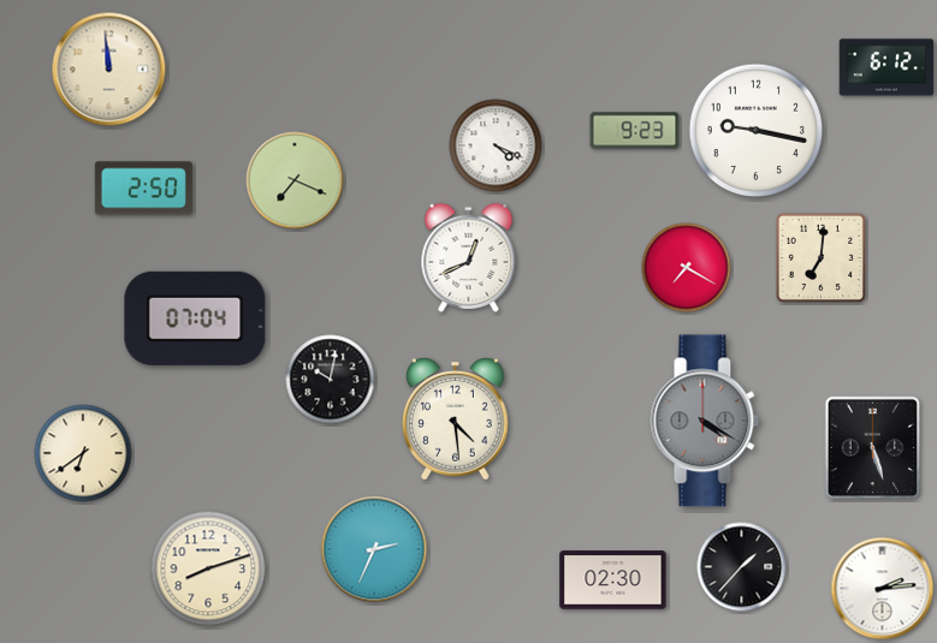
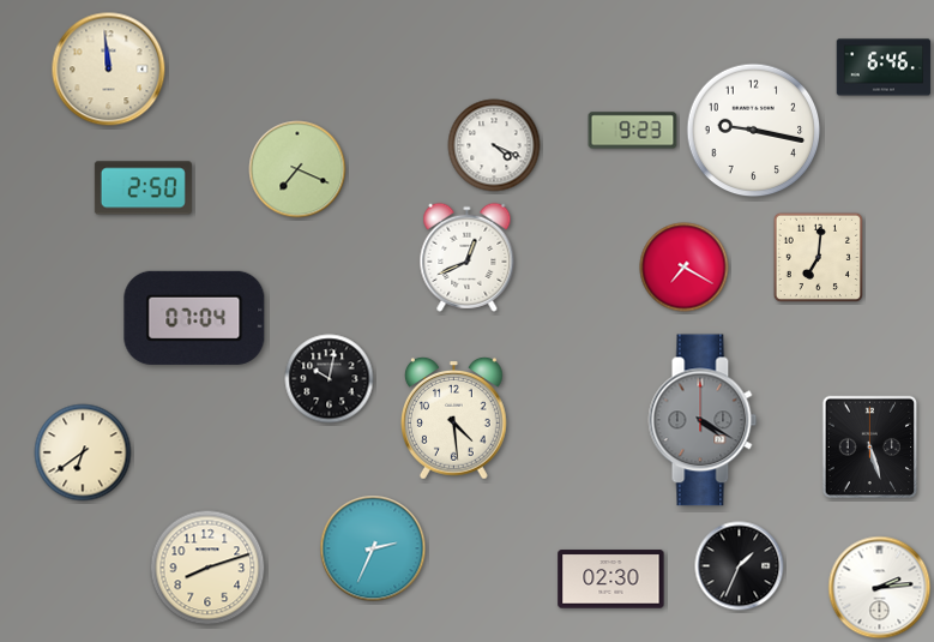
clock at (886, 67): 6:12 -> 6:46
clock at (295, 180) position: (295, 180) -> (297, 169)
clock at (742, 567): 1:37 -> 1:34
